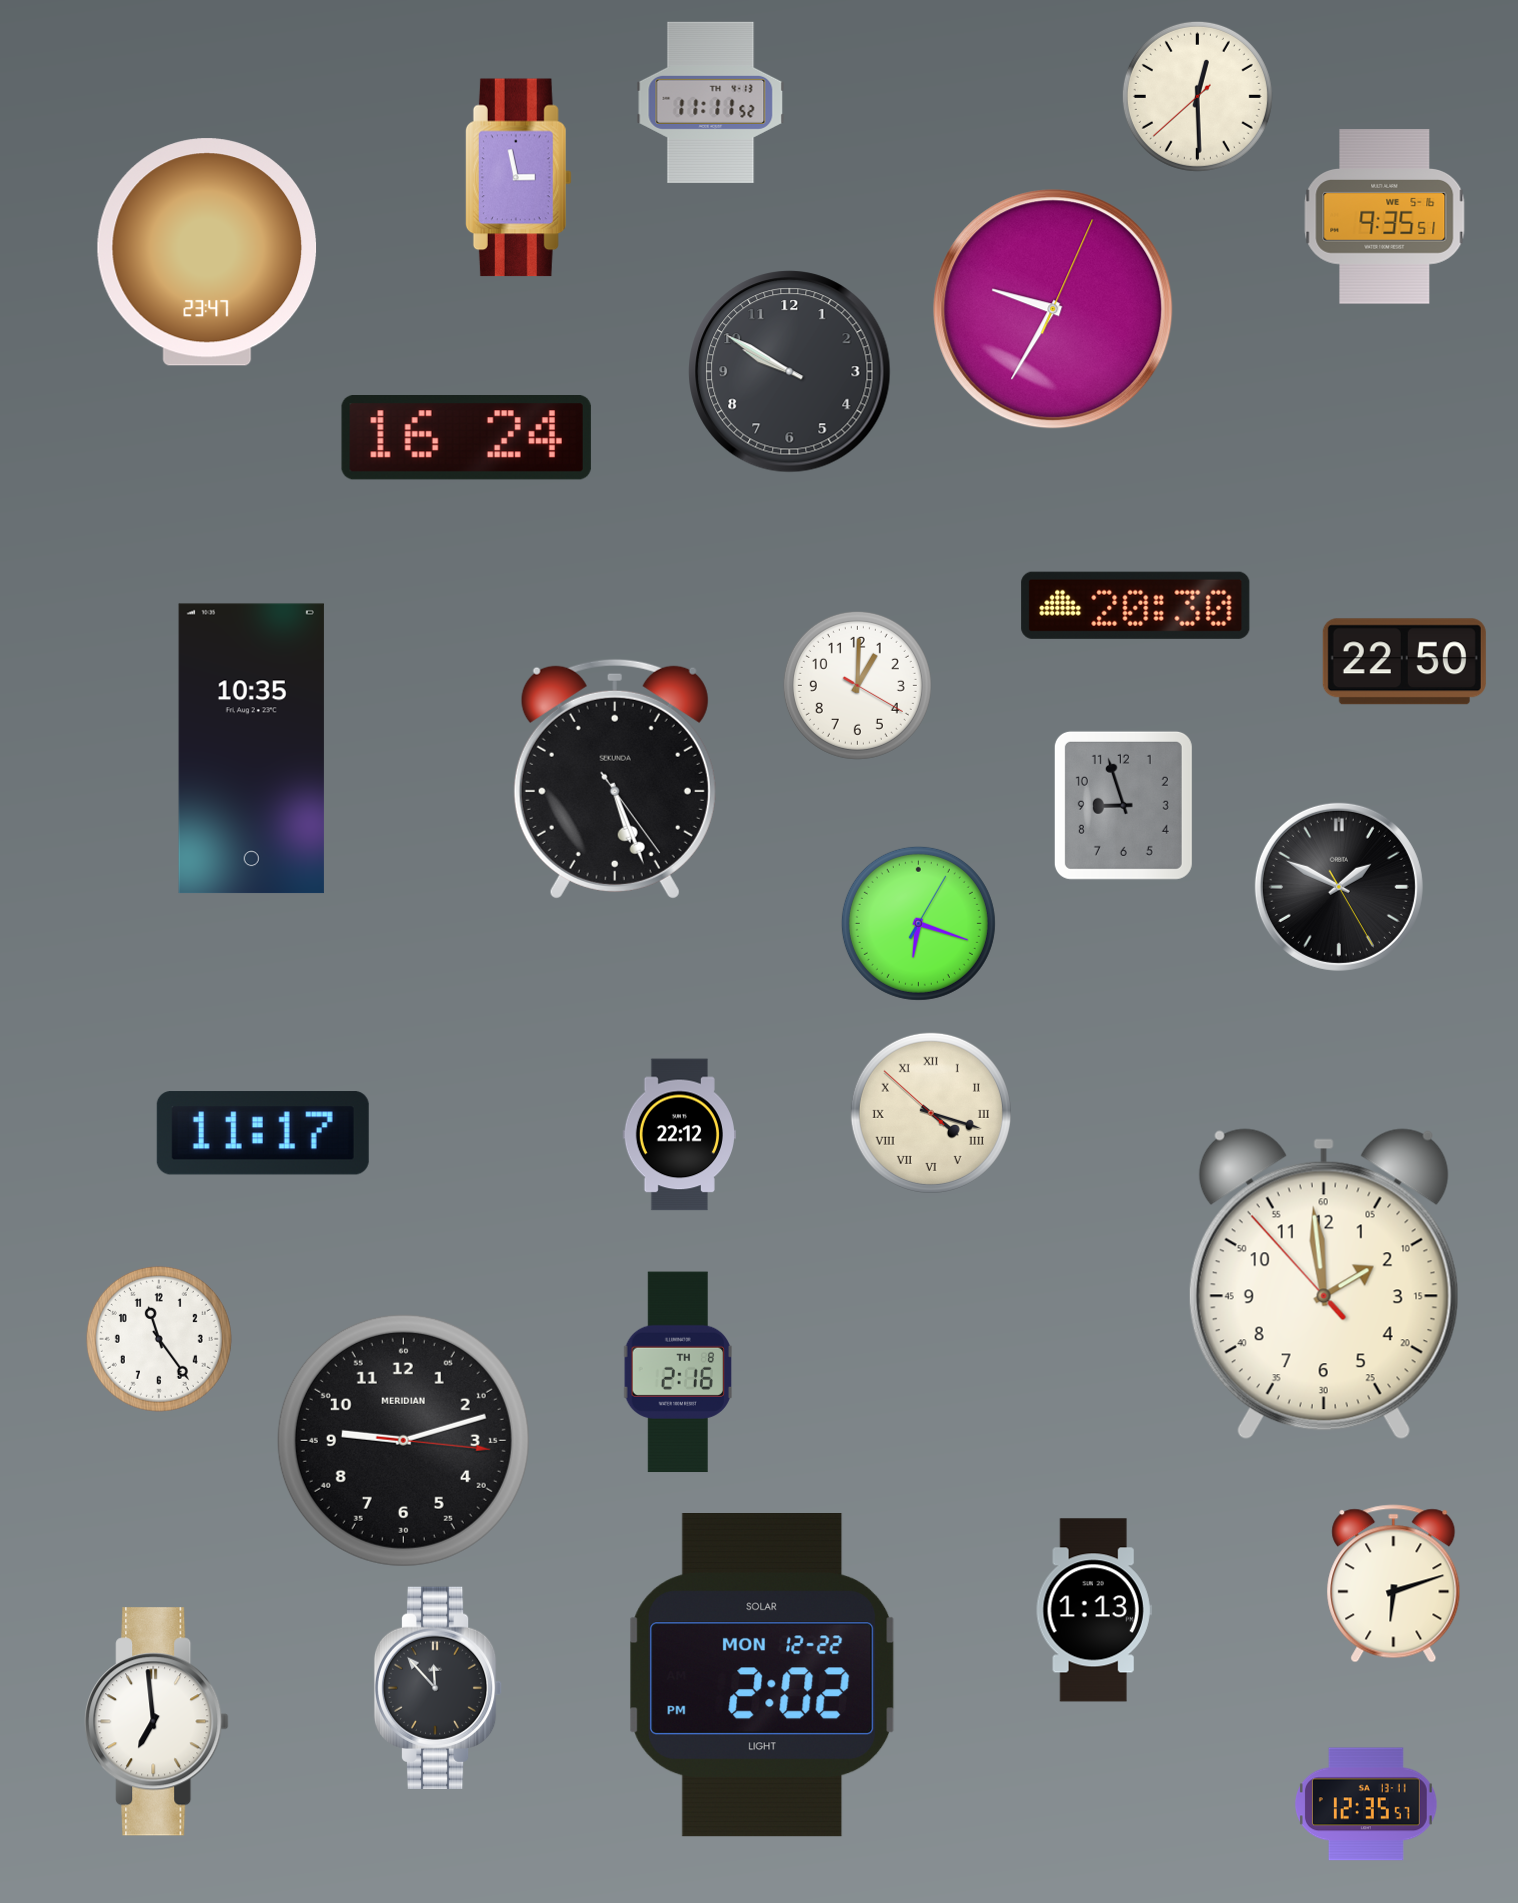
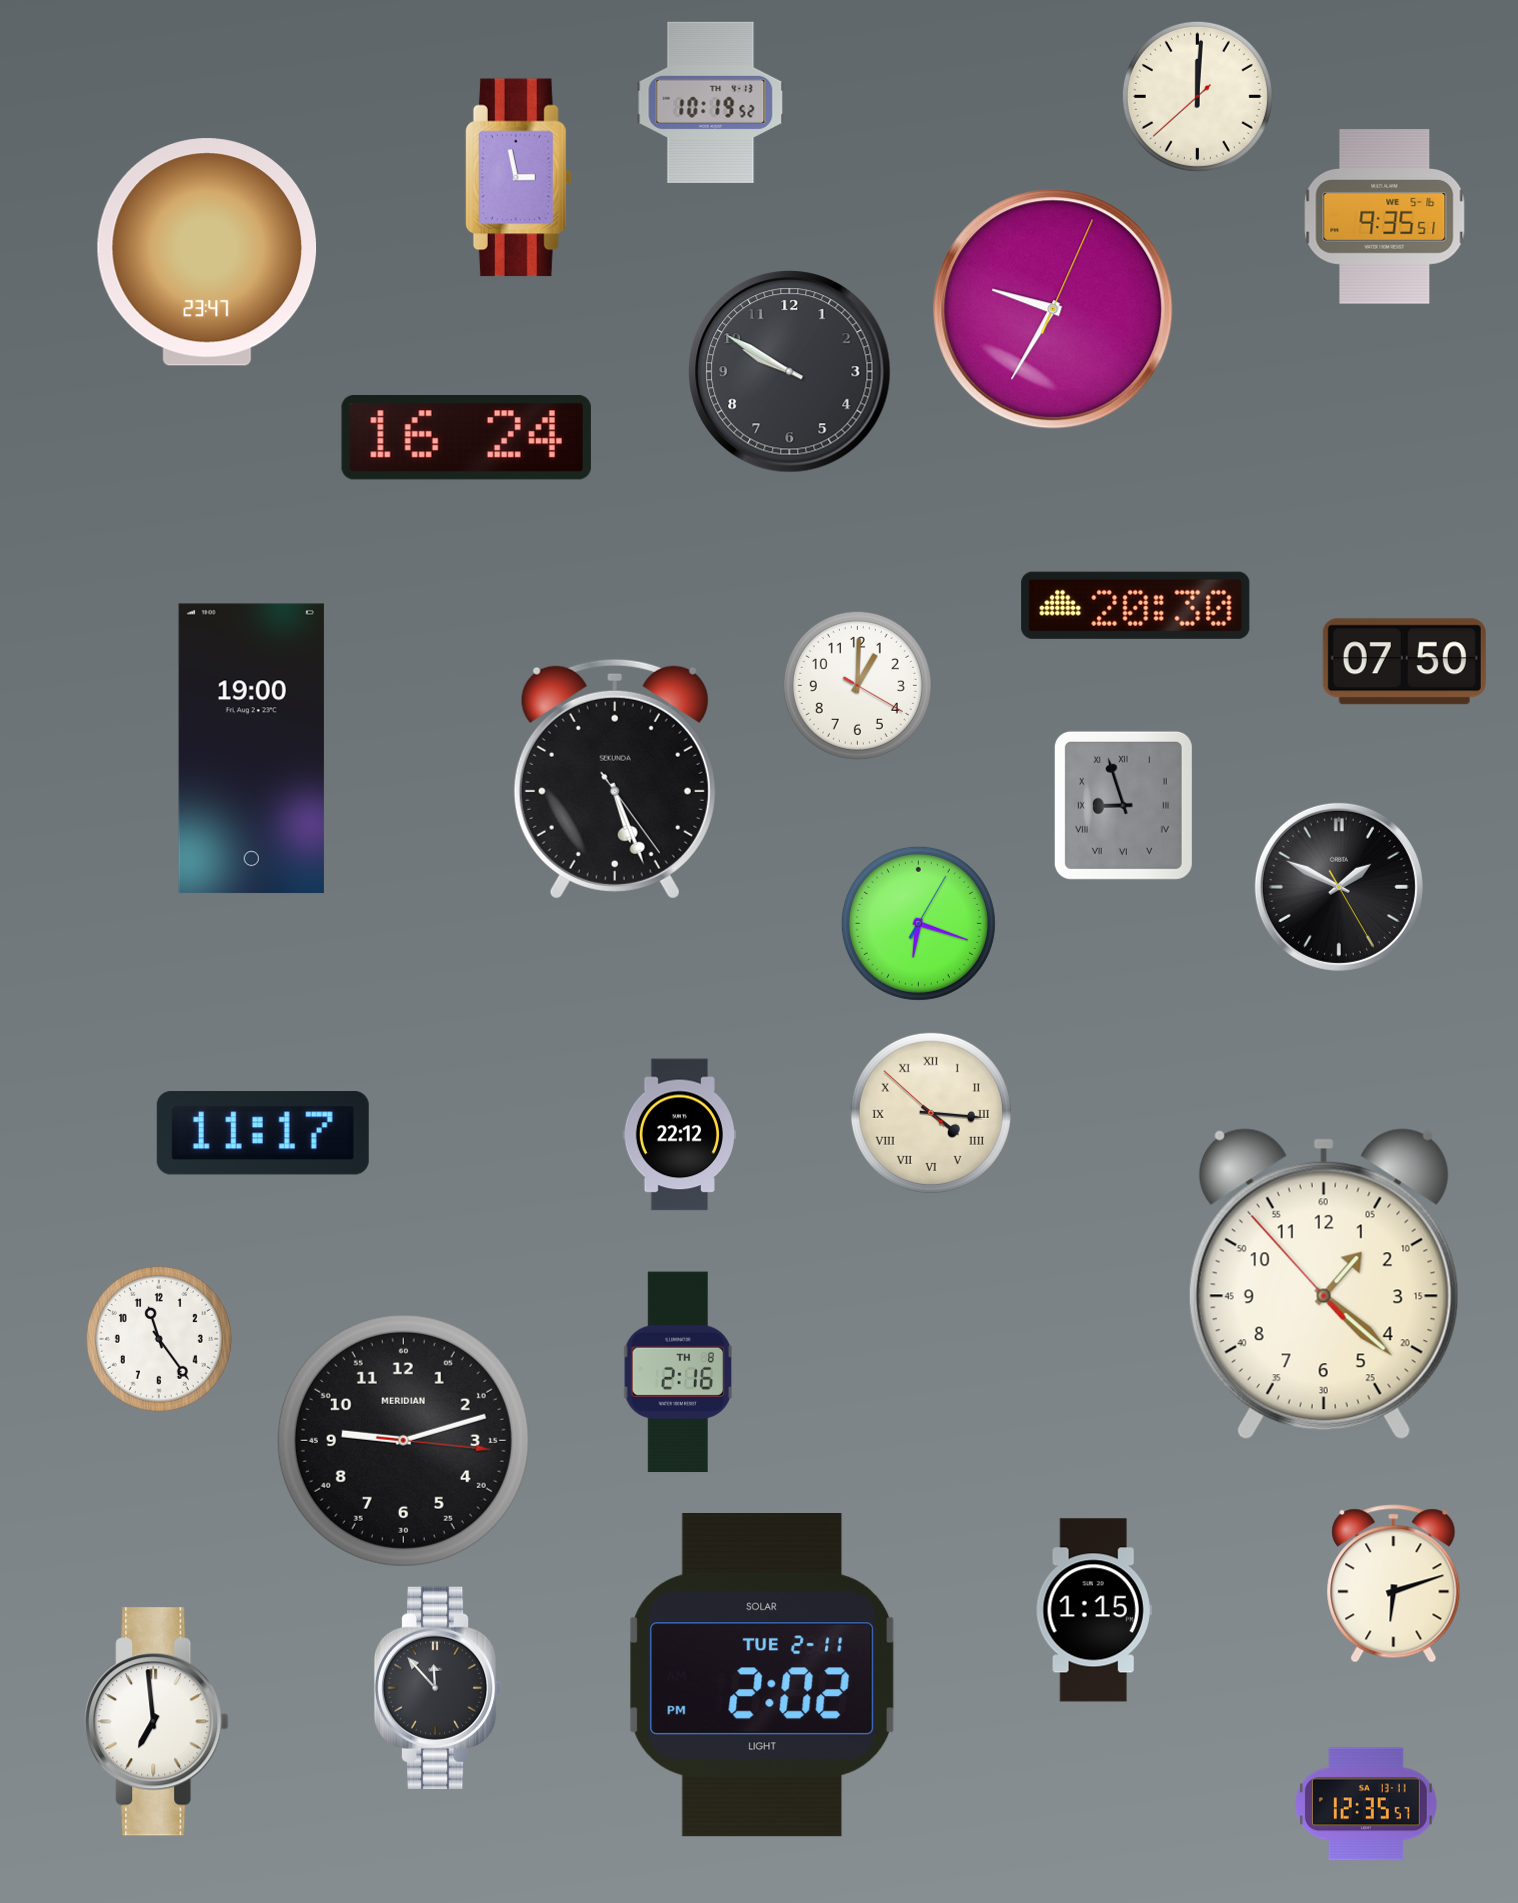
clock at (1197, 96): 12:29 -> 12:00
clock at (711, 102): 11:11 -> 10:19
clock at (1404, 662): 22:50 -> 07:50
clock at (251, 749): 10:35 -> 19:00
clock at (1123, 805) numerals: Arabic -> Roman
clock at (931, 1113): 4:17 -> 4:15
clock at (1324, 1284): 1:58 -> 1:21
clock at (1094, 1610): 1:13 -> 1:15
clock at (762, 1676) date: MON 12-22 -> TUE 2-11
